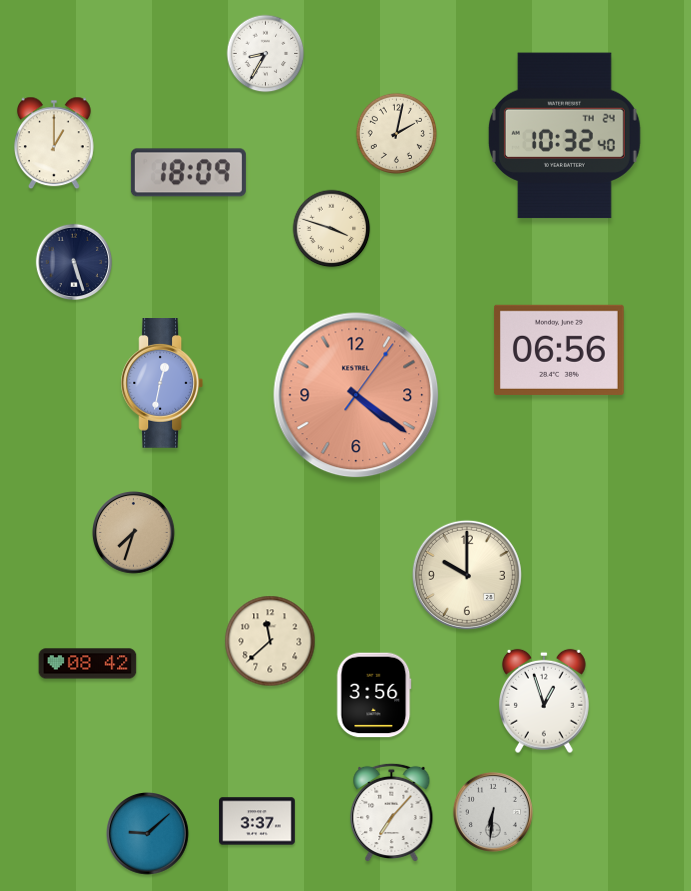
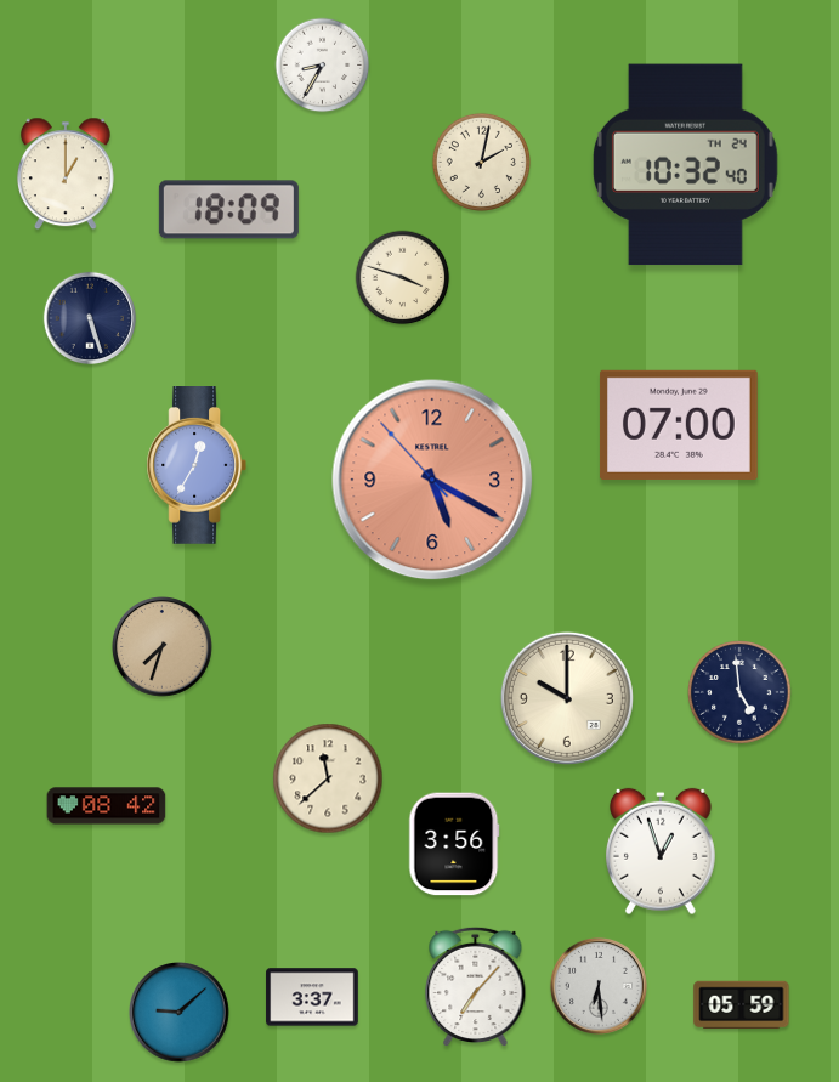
clock at (559, 350): 06:56 -> 07:00
clock at (162, 384): 12:32 -> 12:35
clock at (356, 395): 4:21 -> 5:19
clock at (739, 692): none -> 4:59
clock at (493, 812): 6:31 -> 6:29
clock at (742, 1005): none -> 05:59
